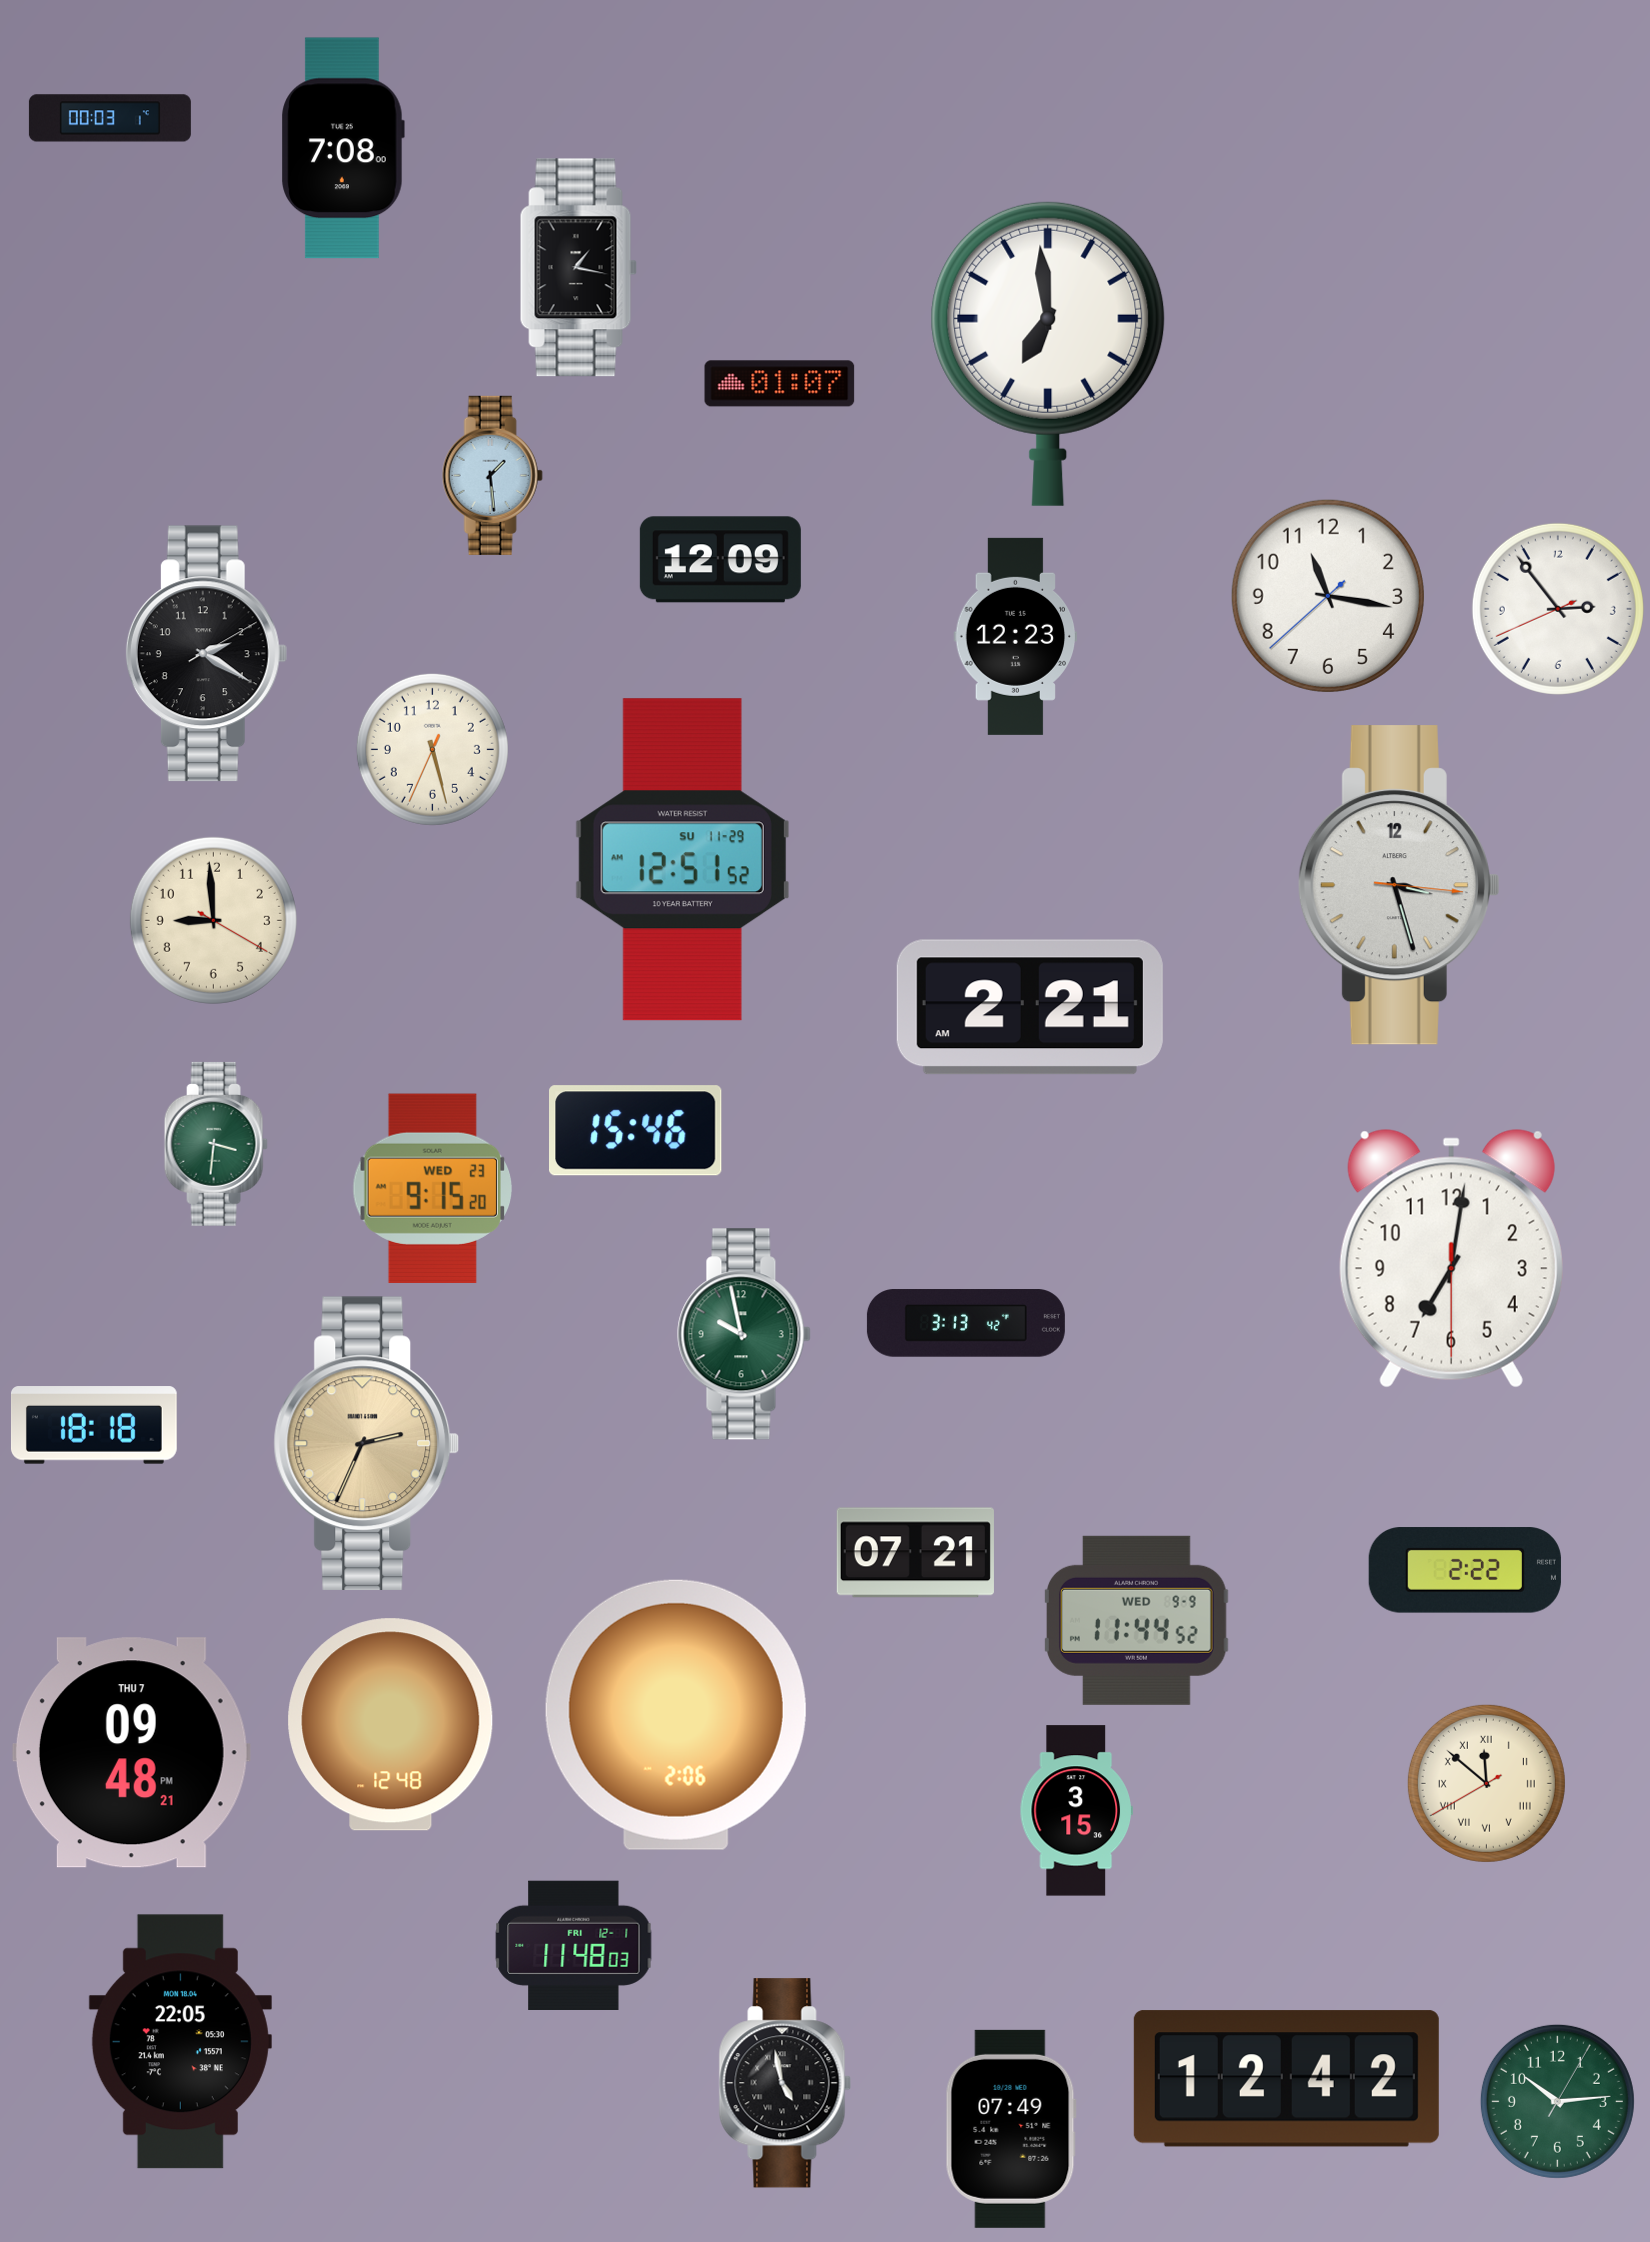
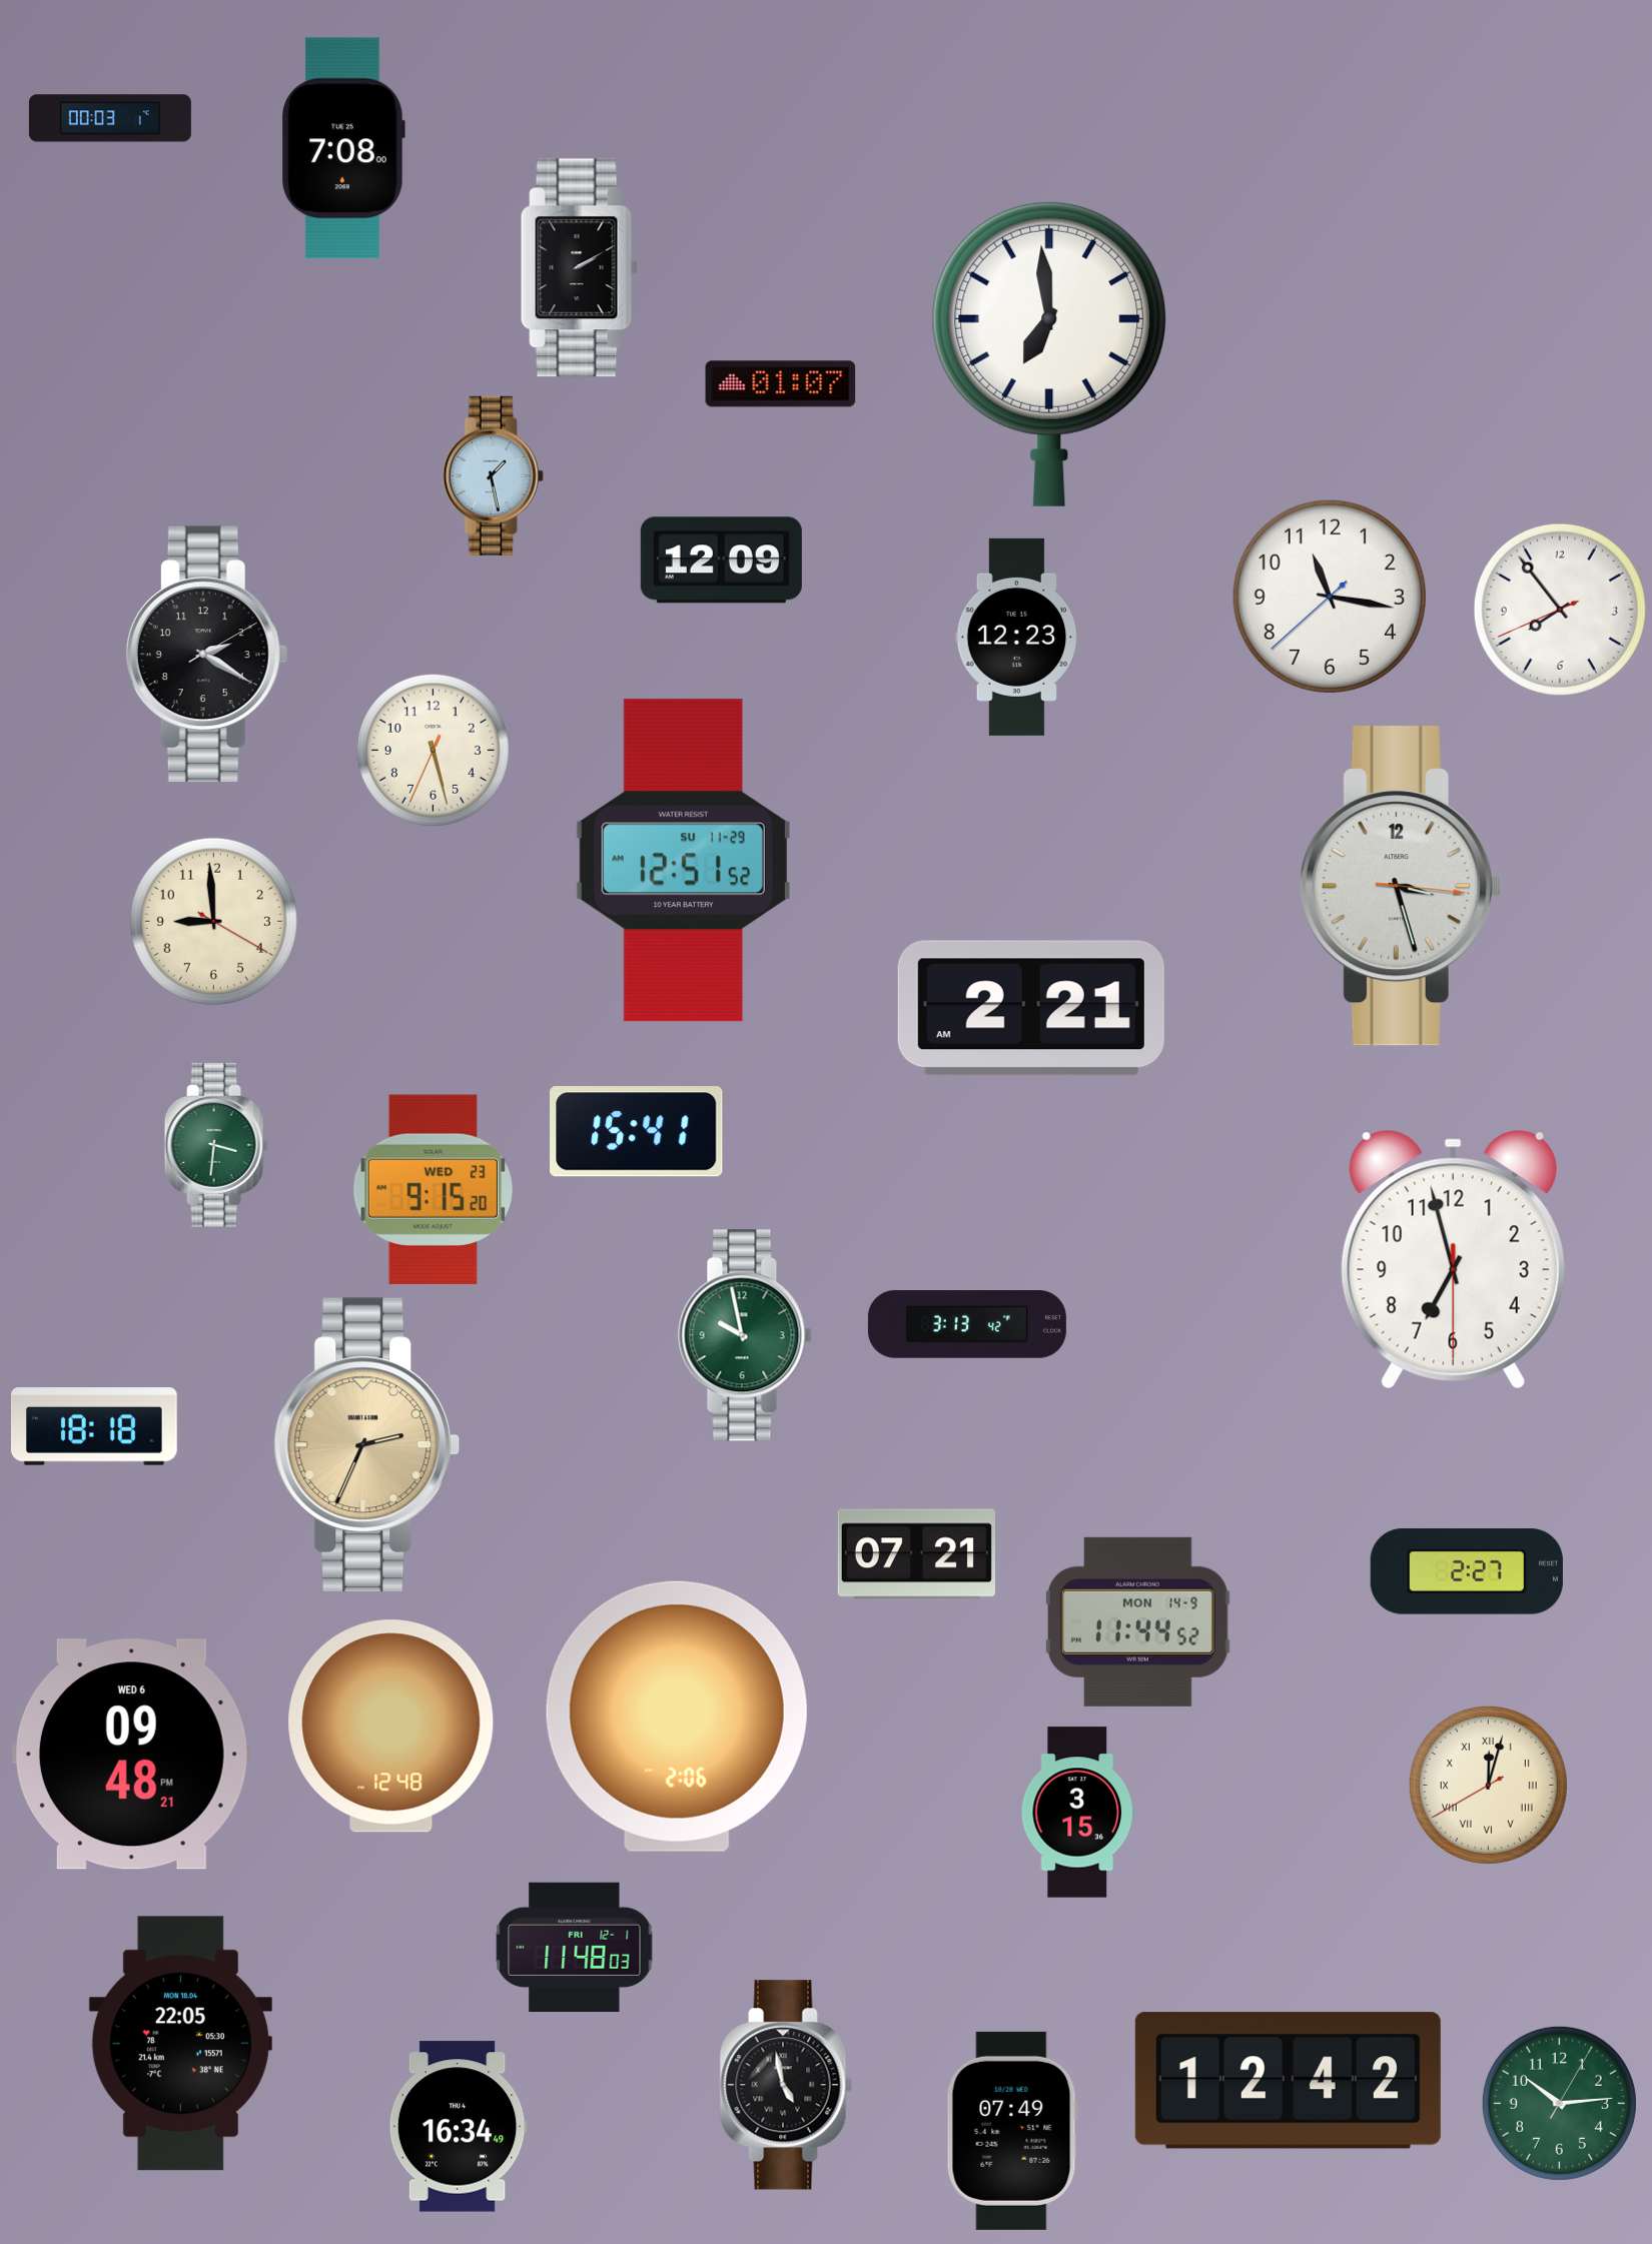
clock at (578, 268): 1:17 -> 2:10
clock at (492, 475): 1:29 -> 1:28
clock at (1558, 609): 2:53 -> 7:53
clock at (636, 1131): 15:46 -> 15:41
clock at (1451, 1259): 7:01 -> 6:57
clock at (1465, 1570): 2:22 -> 2:27
clock at (1137, 1620) date: WED 9-9 -> MON 14-9
clock at (131, 1753) date: THU 7 -> WED 6
clock at (1486, 1783): 11:51 -> 12:02
clock at (458, 2127): none -> 16:34
